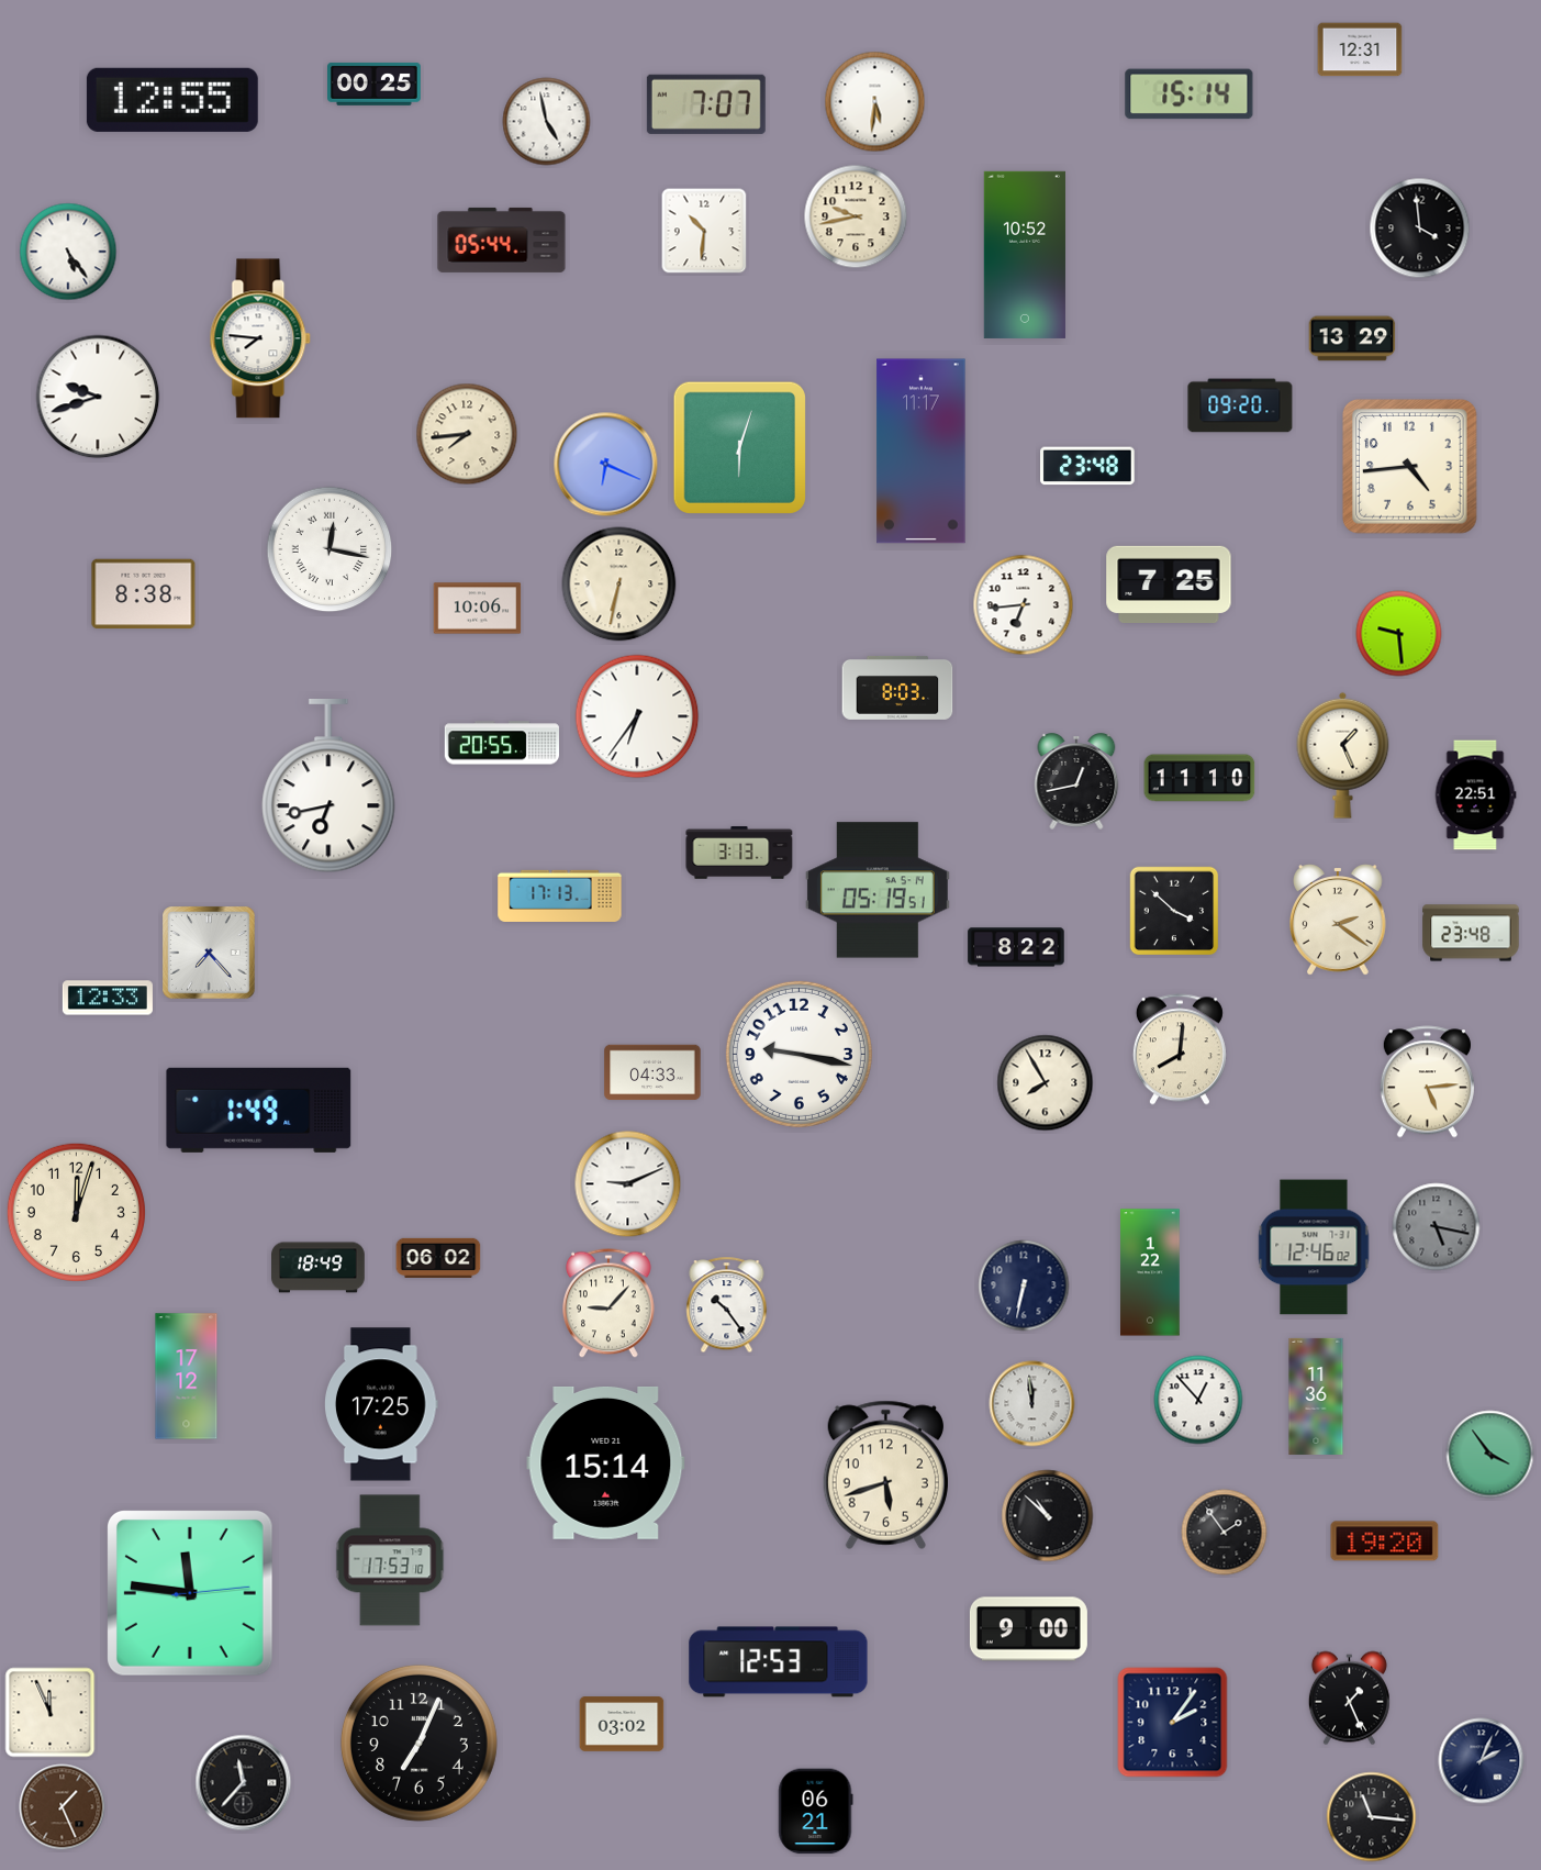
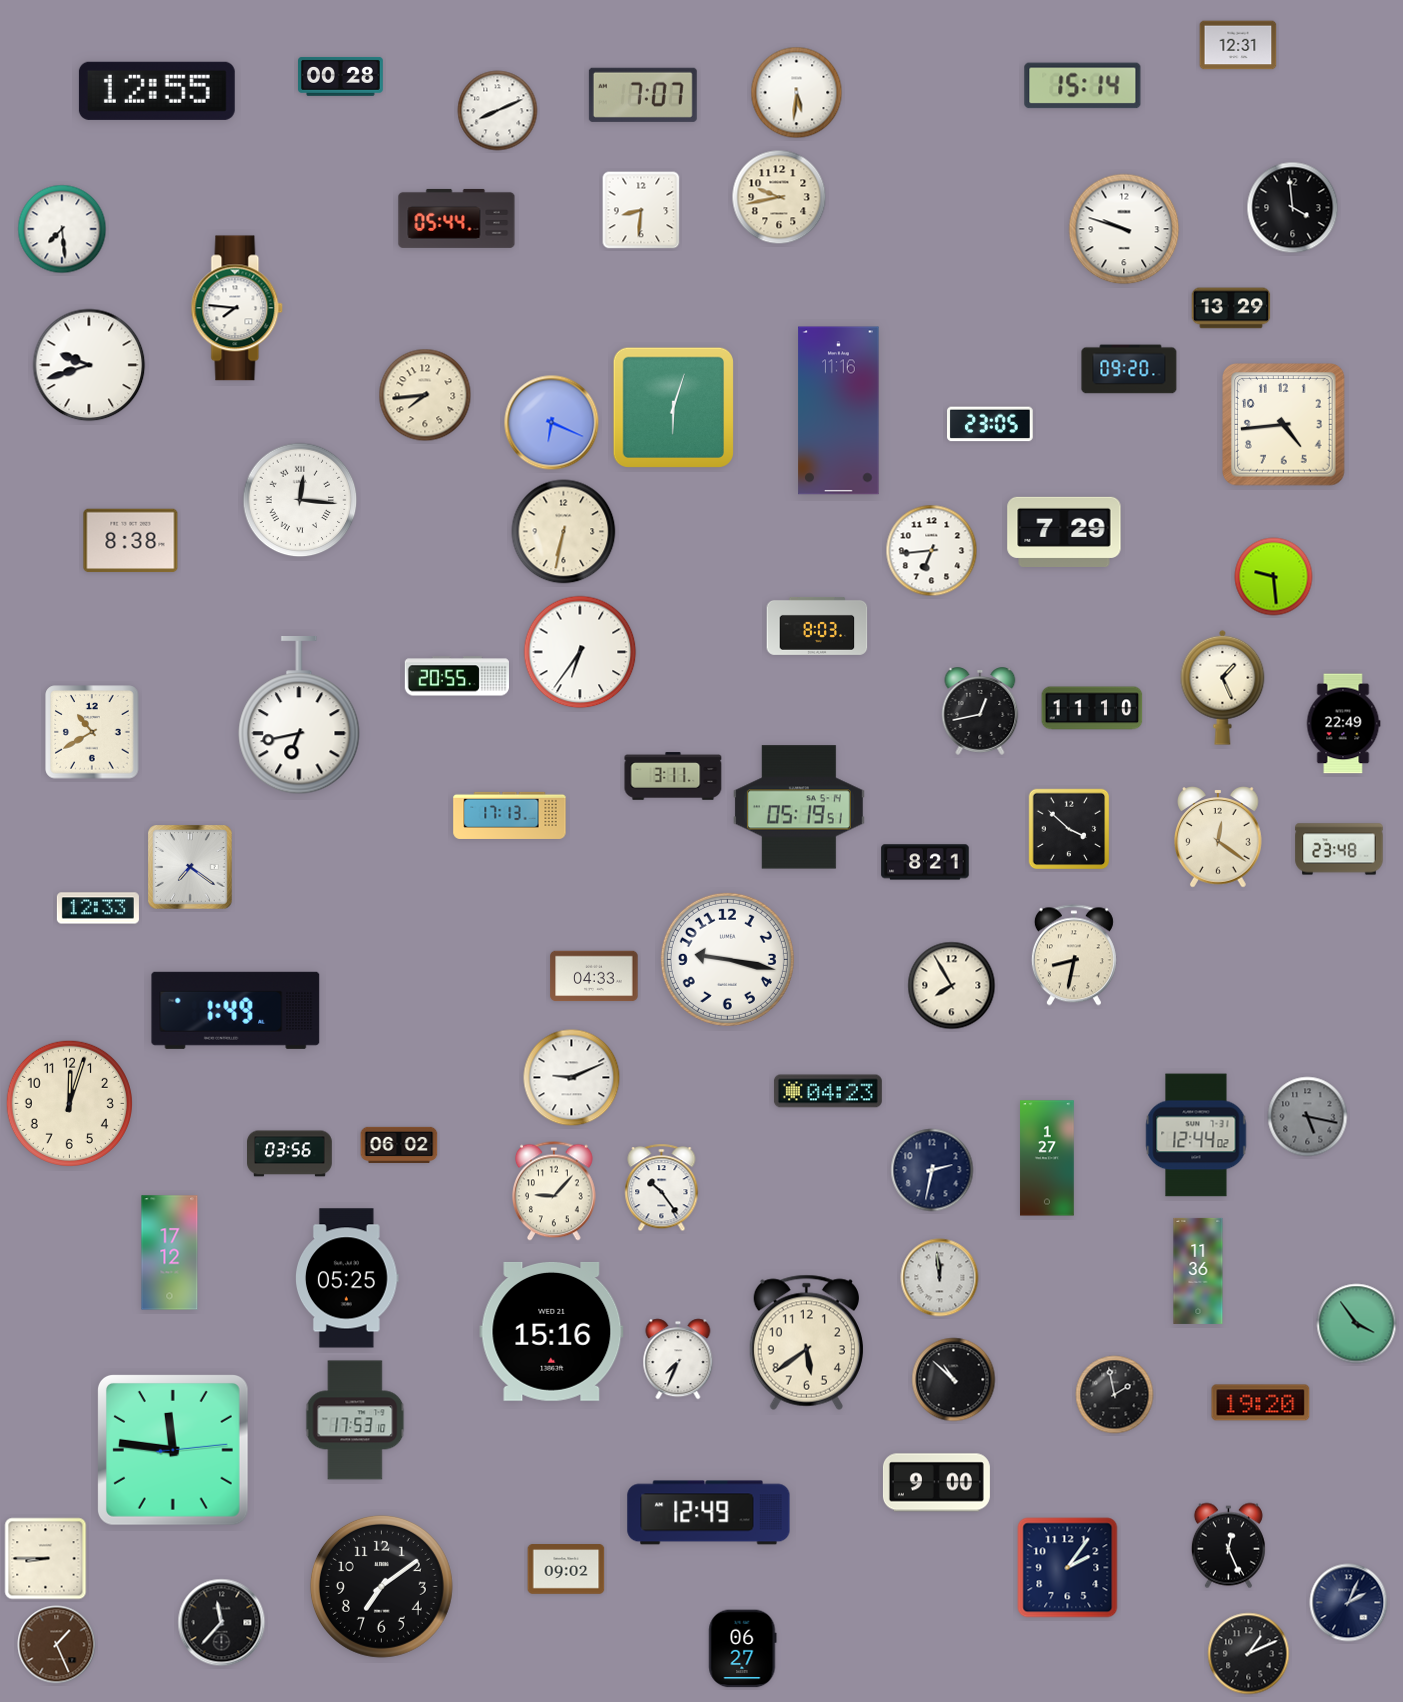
clock at (375, 84): 00:25 -> 00:28
clock at (547, 122): 4:58 -> 8:11
clock at (704, 231): 10:31 -> 8:31
clock at (68, 252): 5:24 -> 7:29
clock at (1124, 229): none -> 9:48
clock at (1025, 255): 10:52 -> none
clock at (98, 397) position: (98, 397) -> (89, 365)
clock at (922, 452): 11:17 -> 11:16
clock at (1088, 466): 23:48 -> 23:05
clock at (330, 549): 12:17 -> 12:16
clock at (1169, 583): 7:25 -> 7:29
clock at (478, 609): 10:06 -> none
clock at (1475, 795): 22:51 -> 22:49
clock at (92, 732): none -> 10:40
clock at (739, 853): 3:13 -> 3:11
clock at (878, 890) position: (878, 890) -> (799, 807)
clock at (1339, 920): 2:21 -> 12:21
clock at (1016, 947): 8:22 -> 8:21
clock at (209, 953): 7:23 -> 7:21
clock at (1180, 1049): 8:01 -> 8:32
clock at (1427, 1082): 5:14 -> none
clock at (828, 1091): none -> 04:23
clock at (1314, 1247): 12:46 -> 12:44
clock at (319, 1268): 18:49 -> 03:56
clock at (1150, 1272): 1:22 -> 1:27
clock at (1024, 1285): 6:32 -> 2:32
clock at (610, 1303) position: (610, 1303) -> (555, 1191)
clock at (1198, 1400): 12:53 -> none
clock at (382, 1404): 17:25 -> 05:25
clock at (606, 1462): 15:14 -> 15:16
clock at (885, 1474): 5:42 -> 5:39
clock at (678, 1359): none -> 7:34
clock at (1225, 1533): 1:54 -> 1:58
clock at (779, 1662): 12:53 -> 12:49
clock at (1349, 1699): 1:26 -> 12:26
clock at (51, 1713): 11:56 -> 8:45
clock at (622, 1724): 03:02 -> 09:02
clock at (418, 1743): 7:04 -> 7:09
clock at (816, 1812): 06:21 -> 06:27
clock at (1372, 1817): 11:16 -> 1:11
